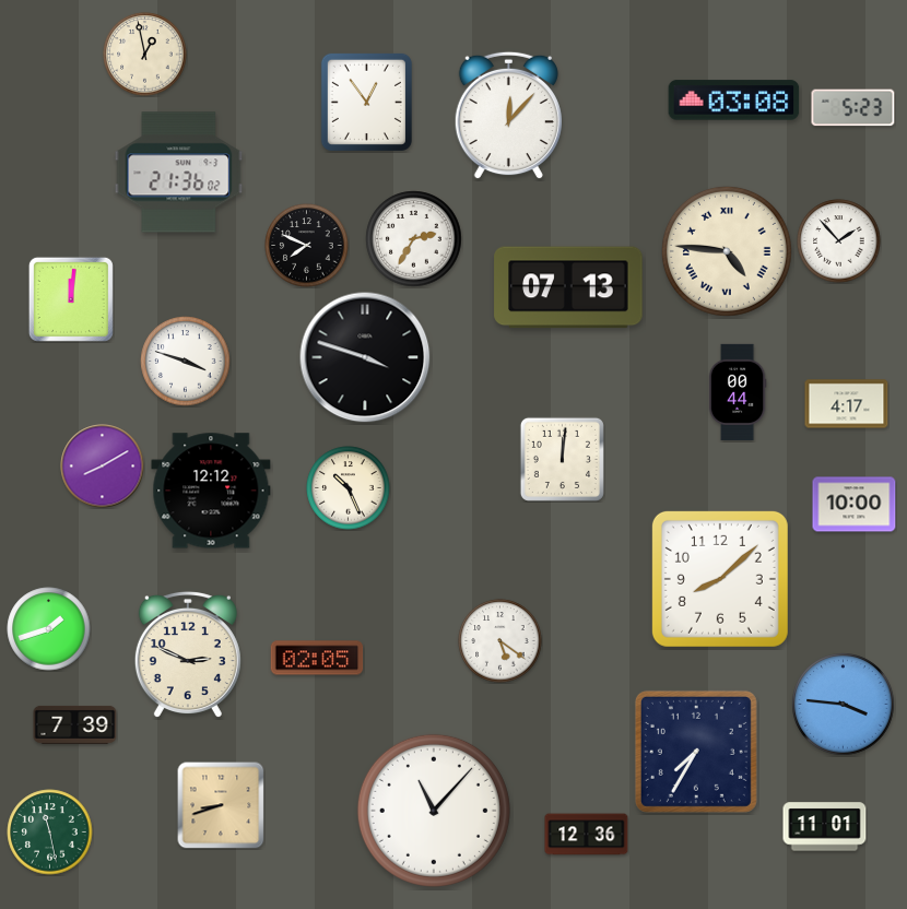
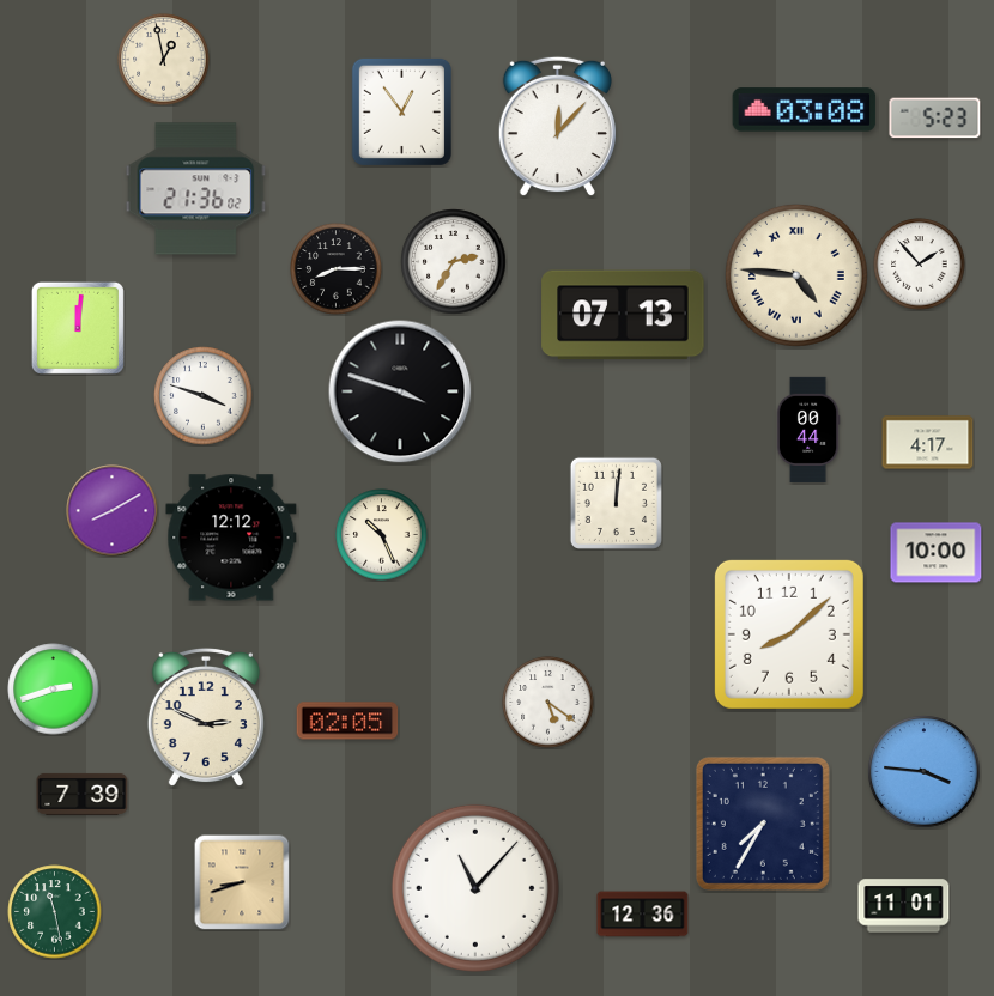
clock at (145, 55) position: (145, 55) -> (164, 60)
clock at (307, 246): 7:49 -> 8:15
clock at (49, 629): 1:42 -> 2:42
